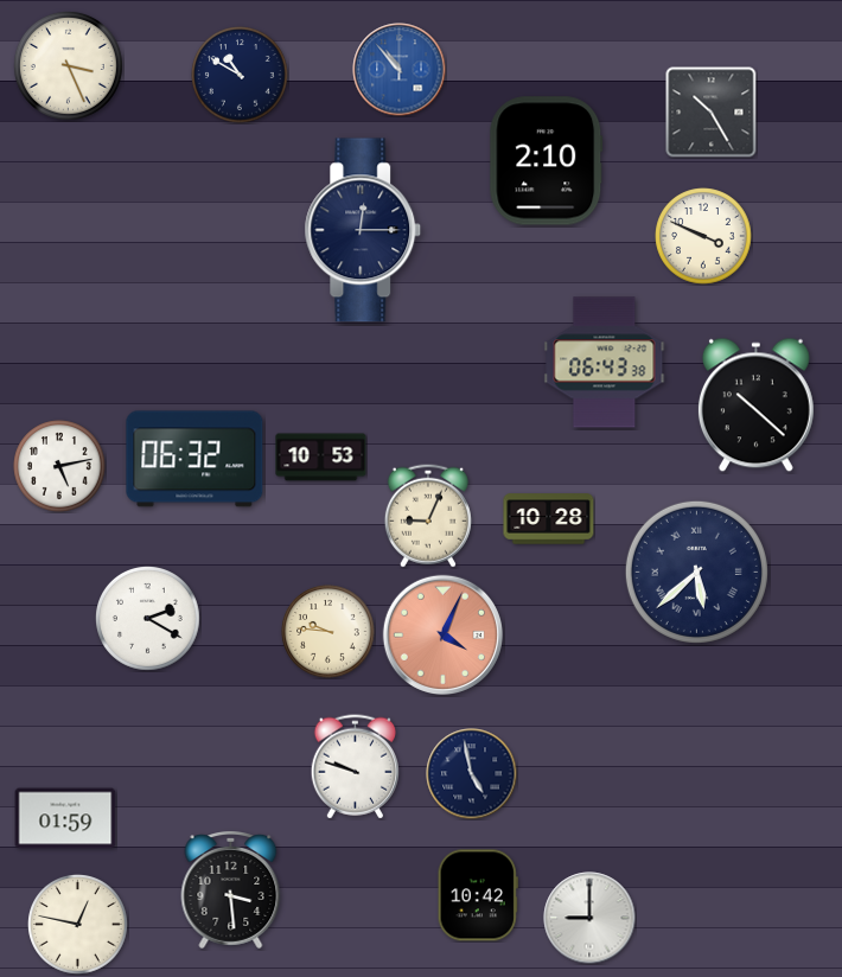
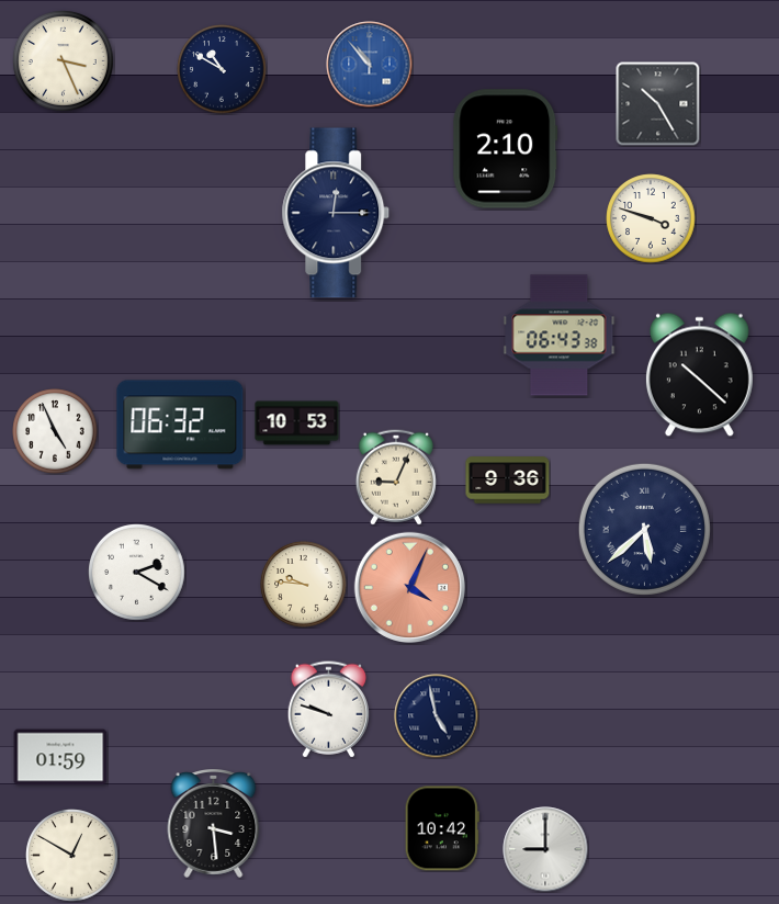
clock at (703, 236): 3:49 -> 3:48
clock at (59, 466): 5:13 -> 4:56
clock at (549, 519): 10:28 -> 9:36
clock at (78, 925): 12:47 -> 12:50
